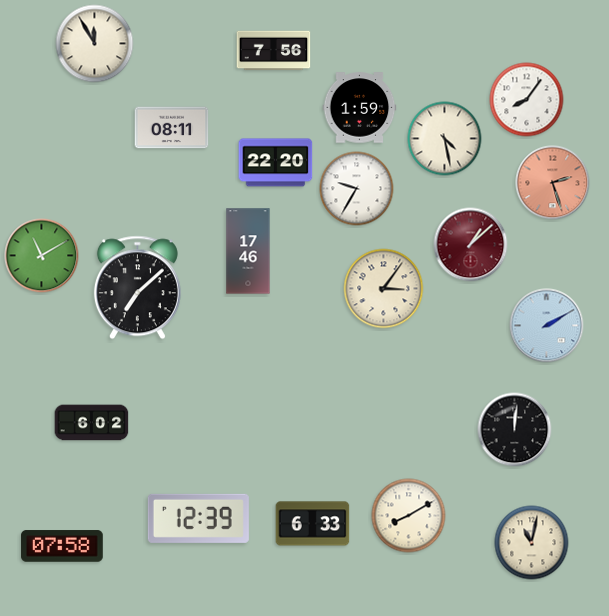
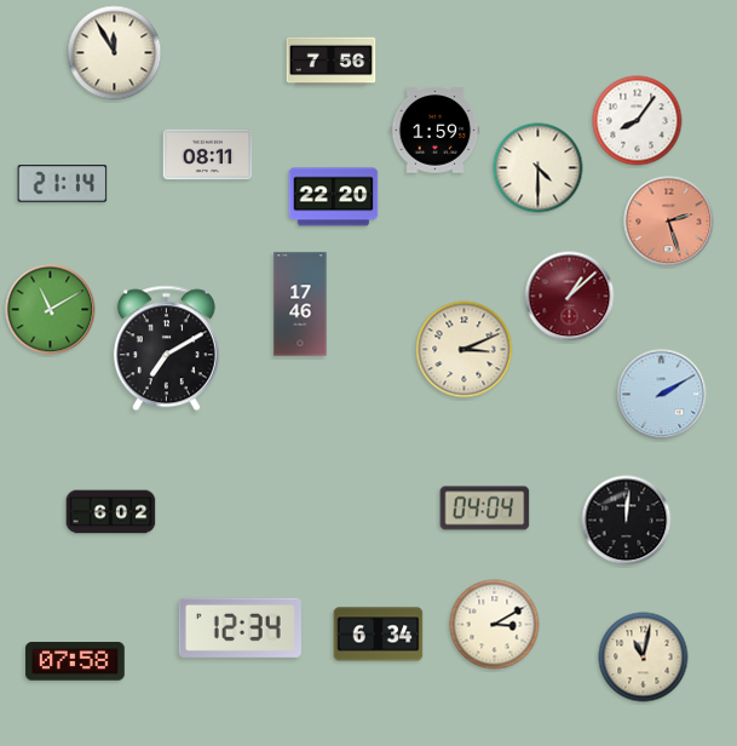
clock at (445, 139): 4:28 -> 4:30
clock at (63, 184): none -> 21:14
clock at (357, 189): 9:35 -> none
clock at (137, 288): 7:08 -> 7:10
clock at (384, 289): 3:06 -> 3:11
clock at (485, 509): none -> 04:04
clock at (515, 430) position: (515, 430) -> (627, 521)
clock at (409, 516): 8:10 -> 3:10
clock at (198, 518): 12:39 -> 12:34
clock at (313, 524): 6:33 -> 6:34
